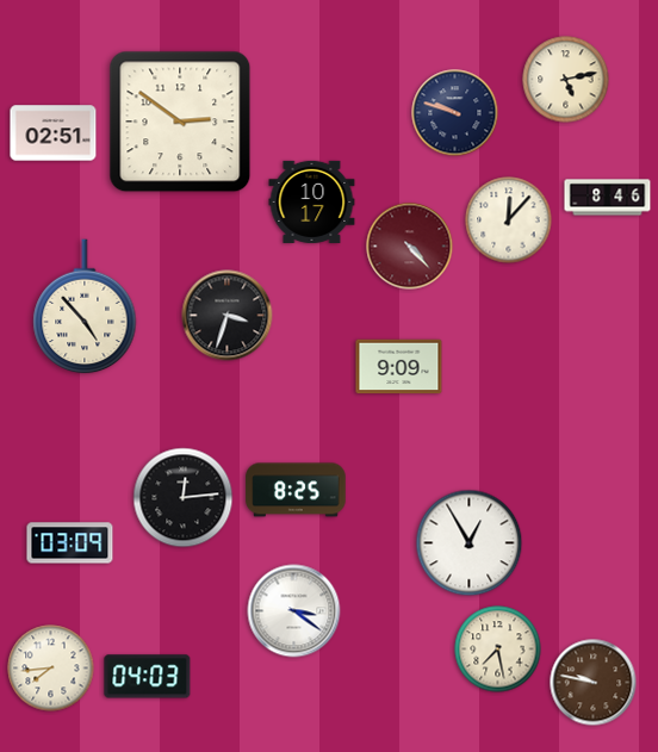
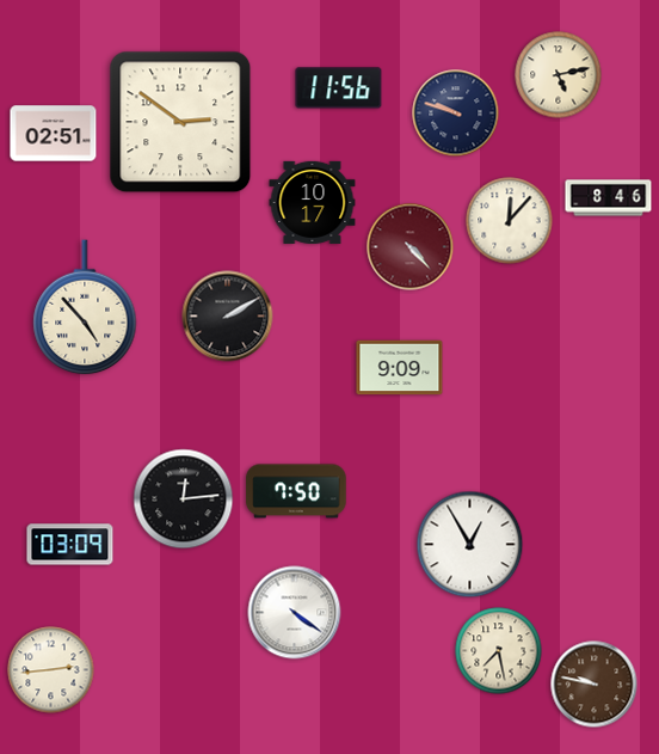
clock at (566, 80) position: (566, 80) -> (559, 75)
clock at (339, 88): none -> 11:56
clock at (228, 316): 3:33 -> 2:10
clock at (296, 490): 8:25 -> 7:50
clock at (294, 611): 3:21 -> 4:21
clock at (51, 669): 7:44 -> 2:44
clock at (148, 677): 04:03 -> none
